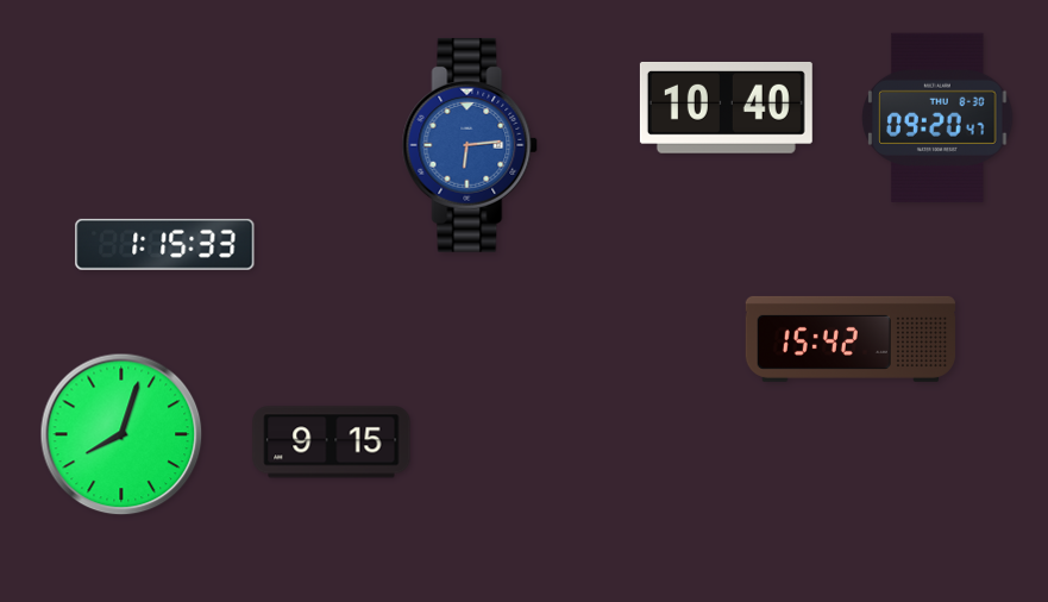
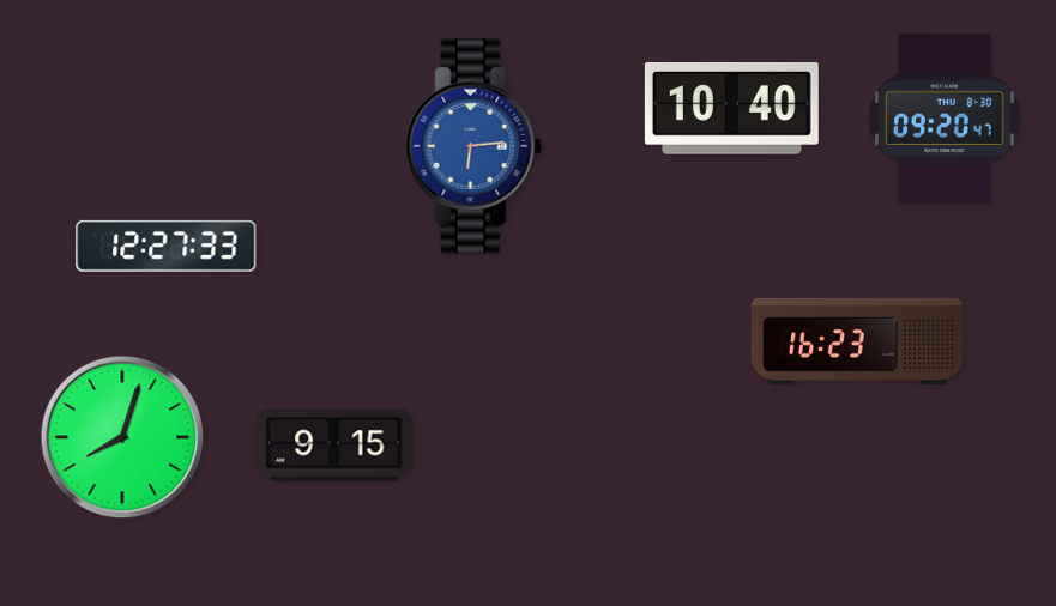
clock at (165, 244): 1:15 -> 12:27
clock at (851, 339): 15:42 -> 16:23
